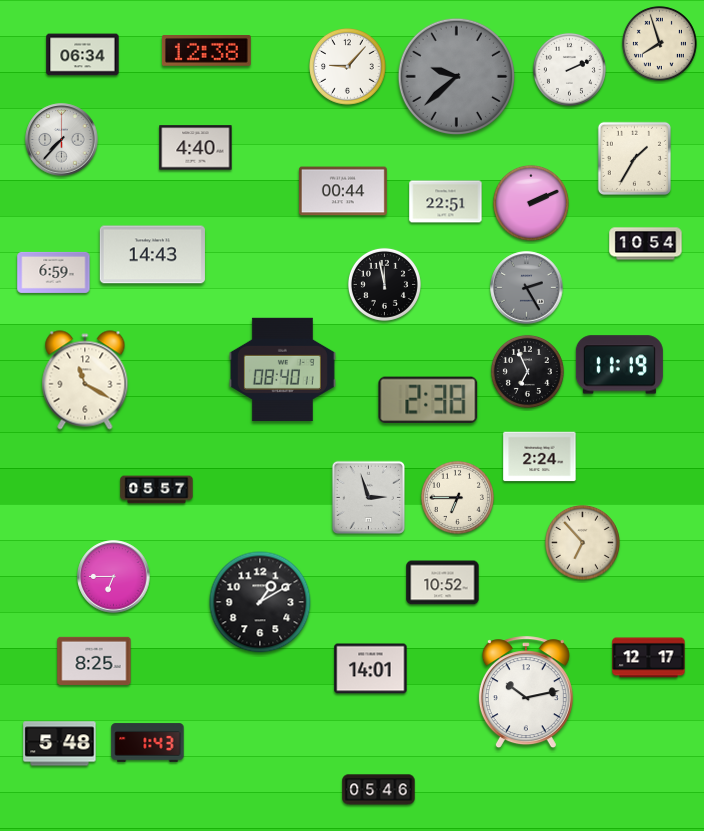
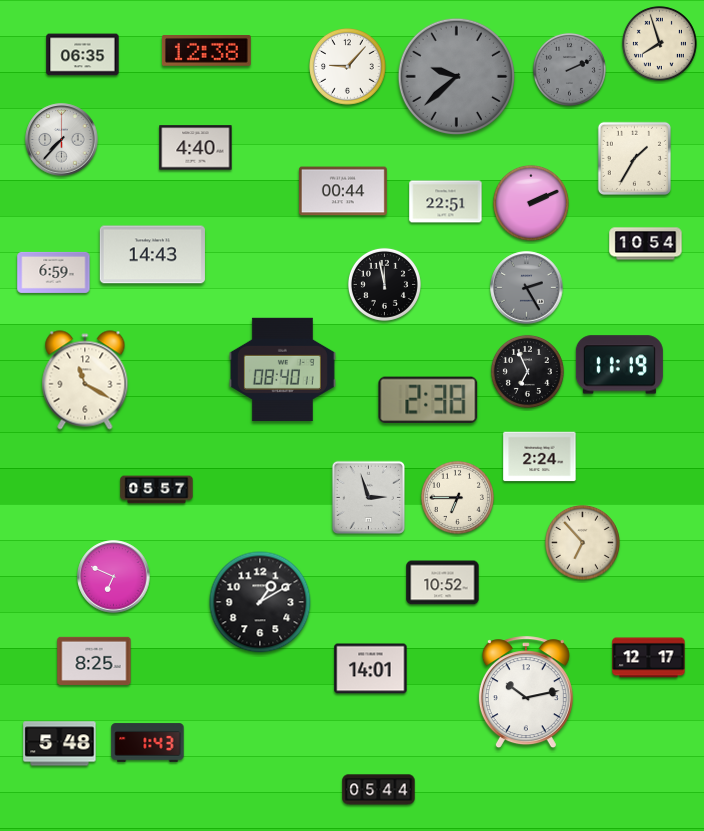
clock at (83, 55): 06:34 -> 06:35
clock at (569, 69) dial: white -> grey
clock at (114, 577): 6:45 -> 6:49
clock at (379, 790): 05:46 -> 05:44
